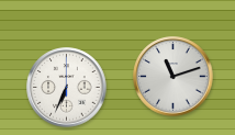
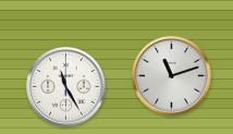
clock at (67, 88): 6:34 -> 11:25
